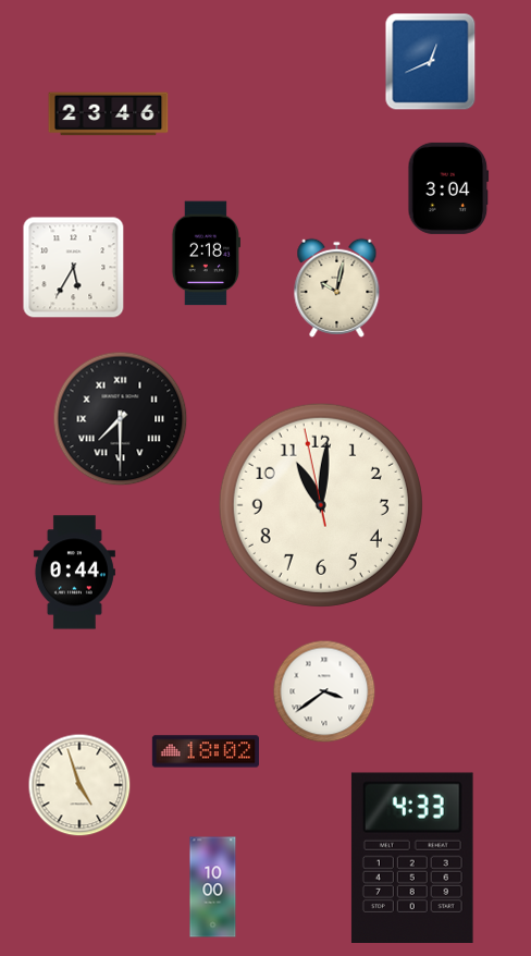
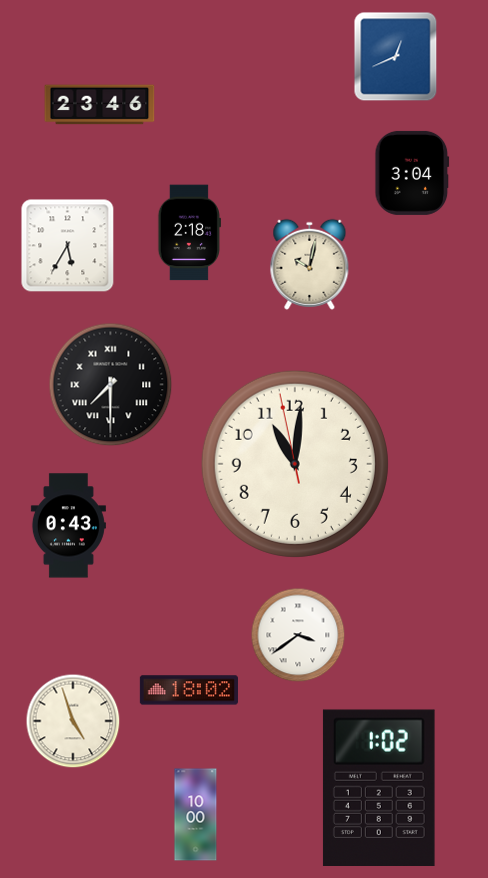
clock at (74, 573): 0:44 -> 0:43
clock at (412, 857): 4:33 -> 1:02
